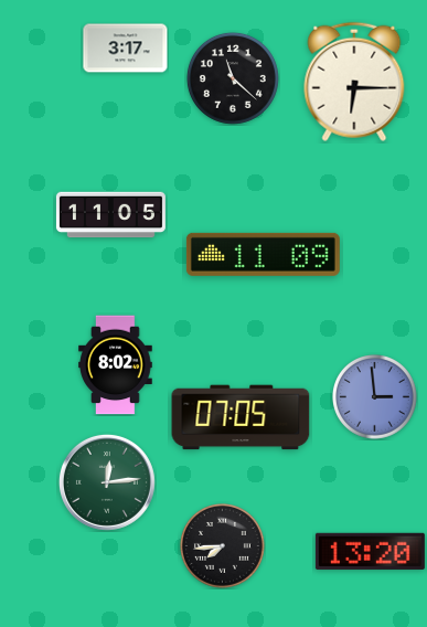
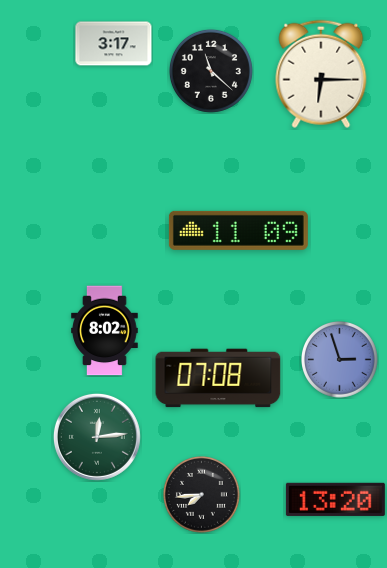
clock at (110, 215): 11:05 -> none
clock at (375, 397): 2:59 -> 2:57
clock at (241, 417): 07:05 -> 07:08
